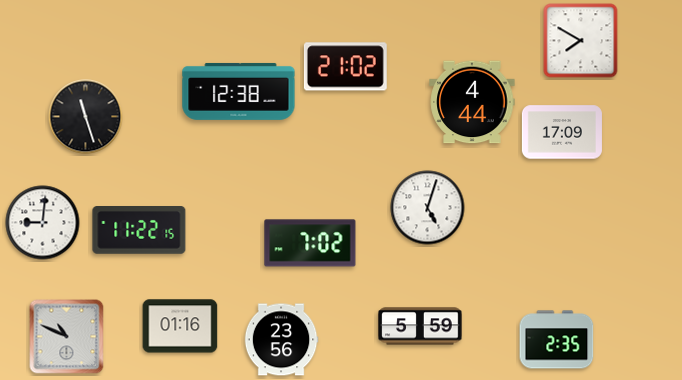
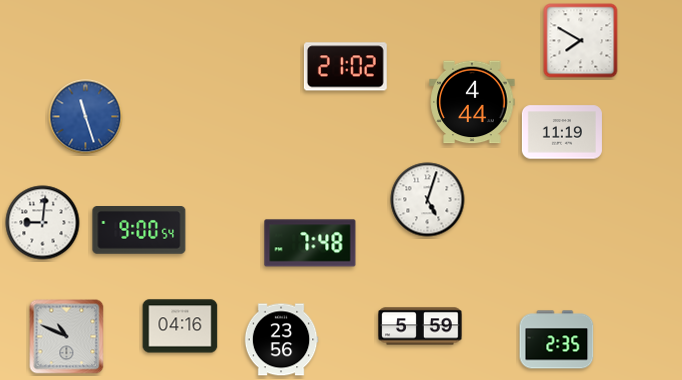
clock at (239, 91): 12:38 -> none
clock at (86, 117) dial: black -> blue
clock at (562, 132): 17:09 -> 11:19
clock at (428, 208) position: (428, 208) -> (428, 200)
clock at (139, 230): 11:22 -> 9:00
clock at (310, 243): 7:02 -> 7:48
clock at (180, 326): 01:16 -> 04:16
